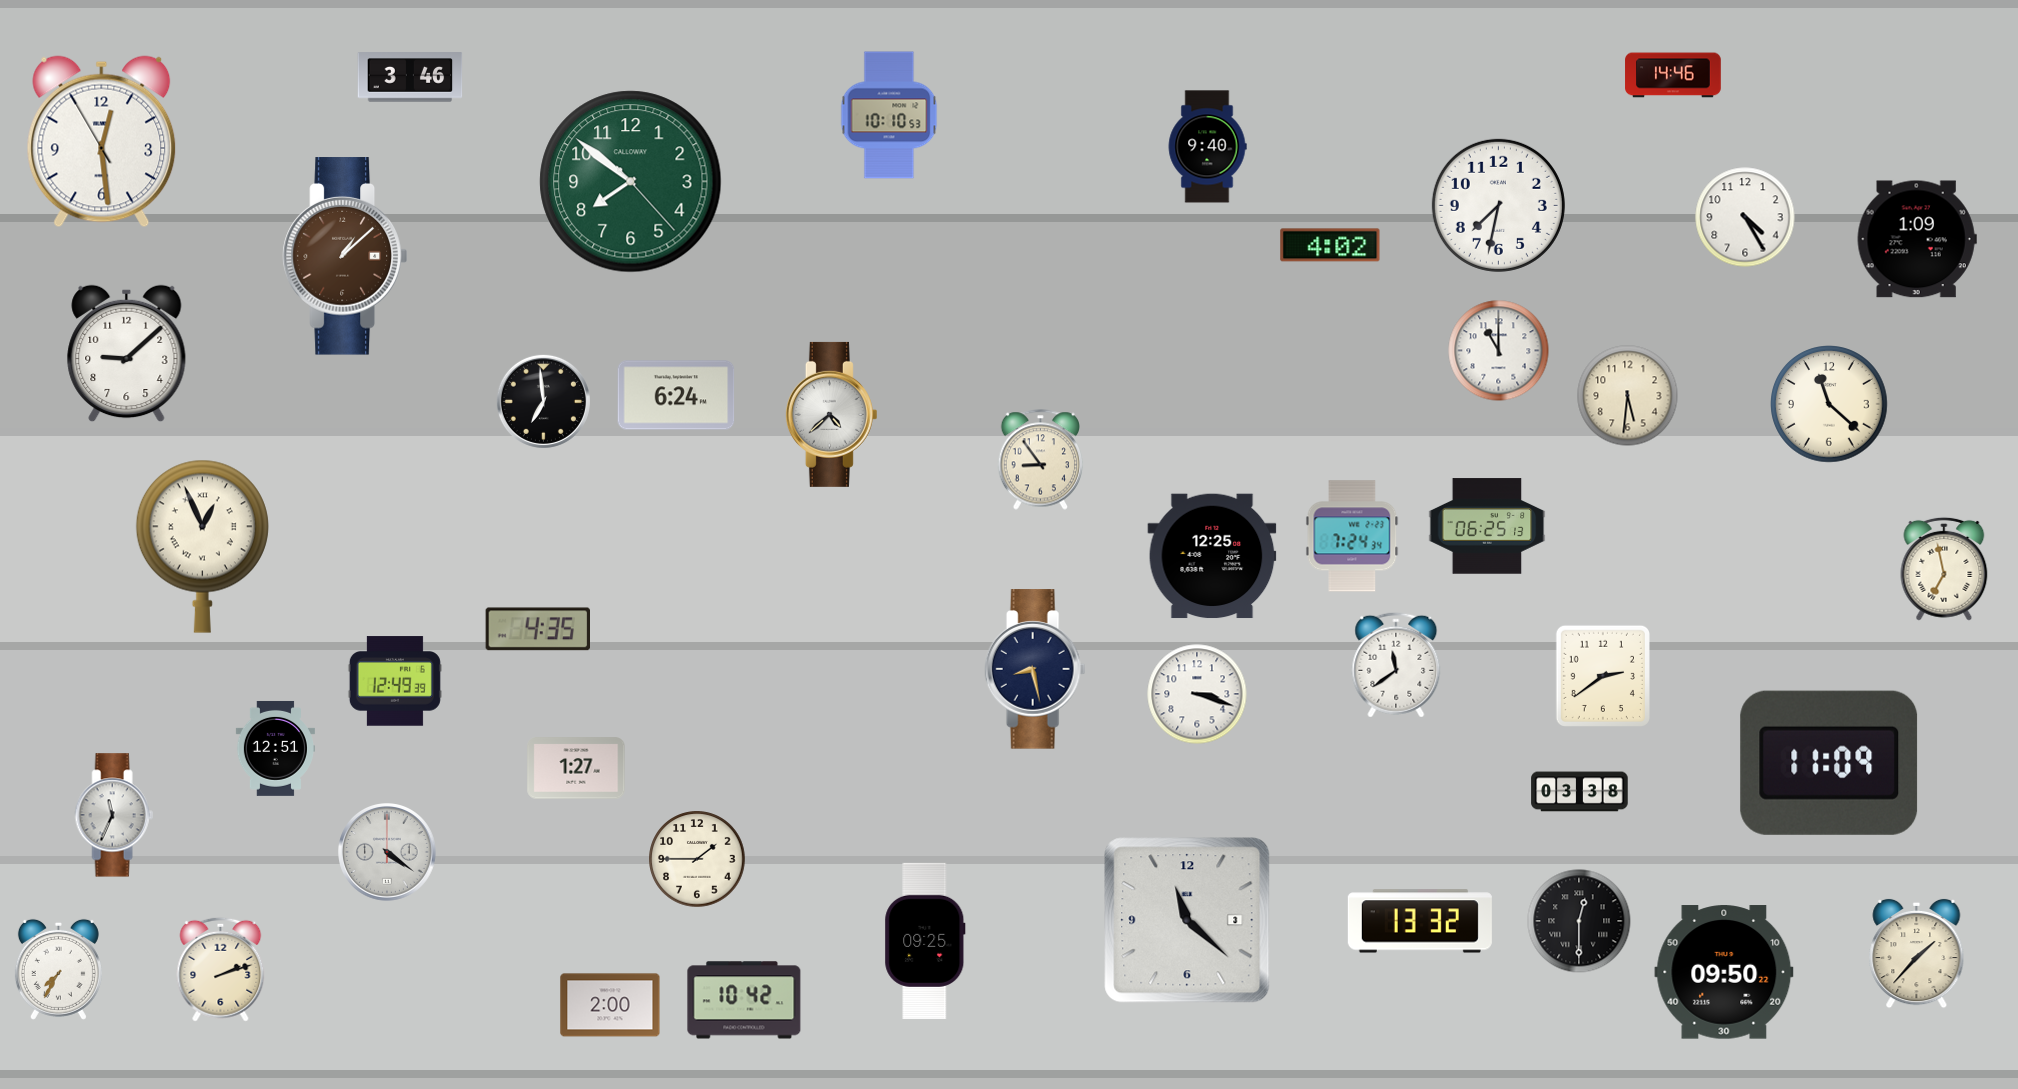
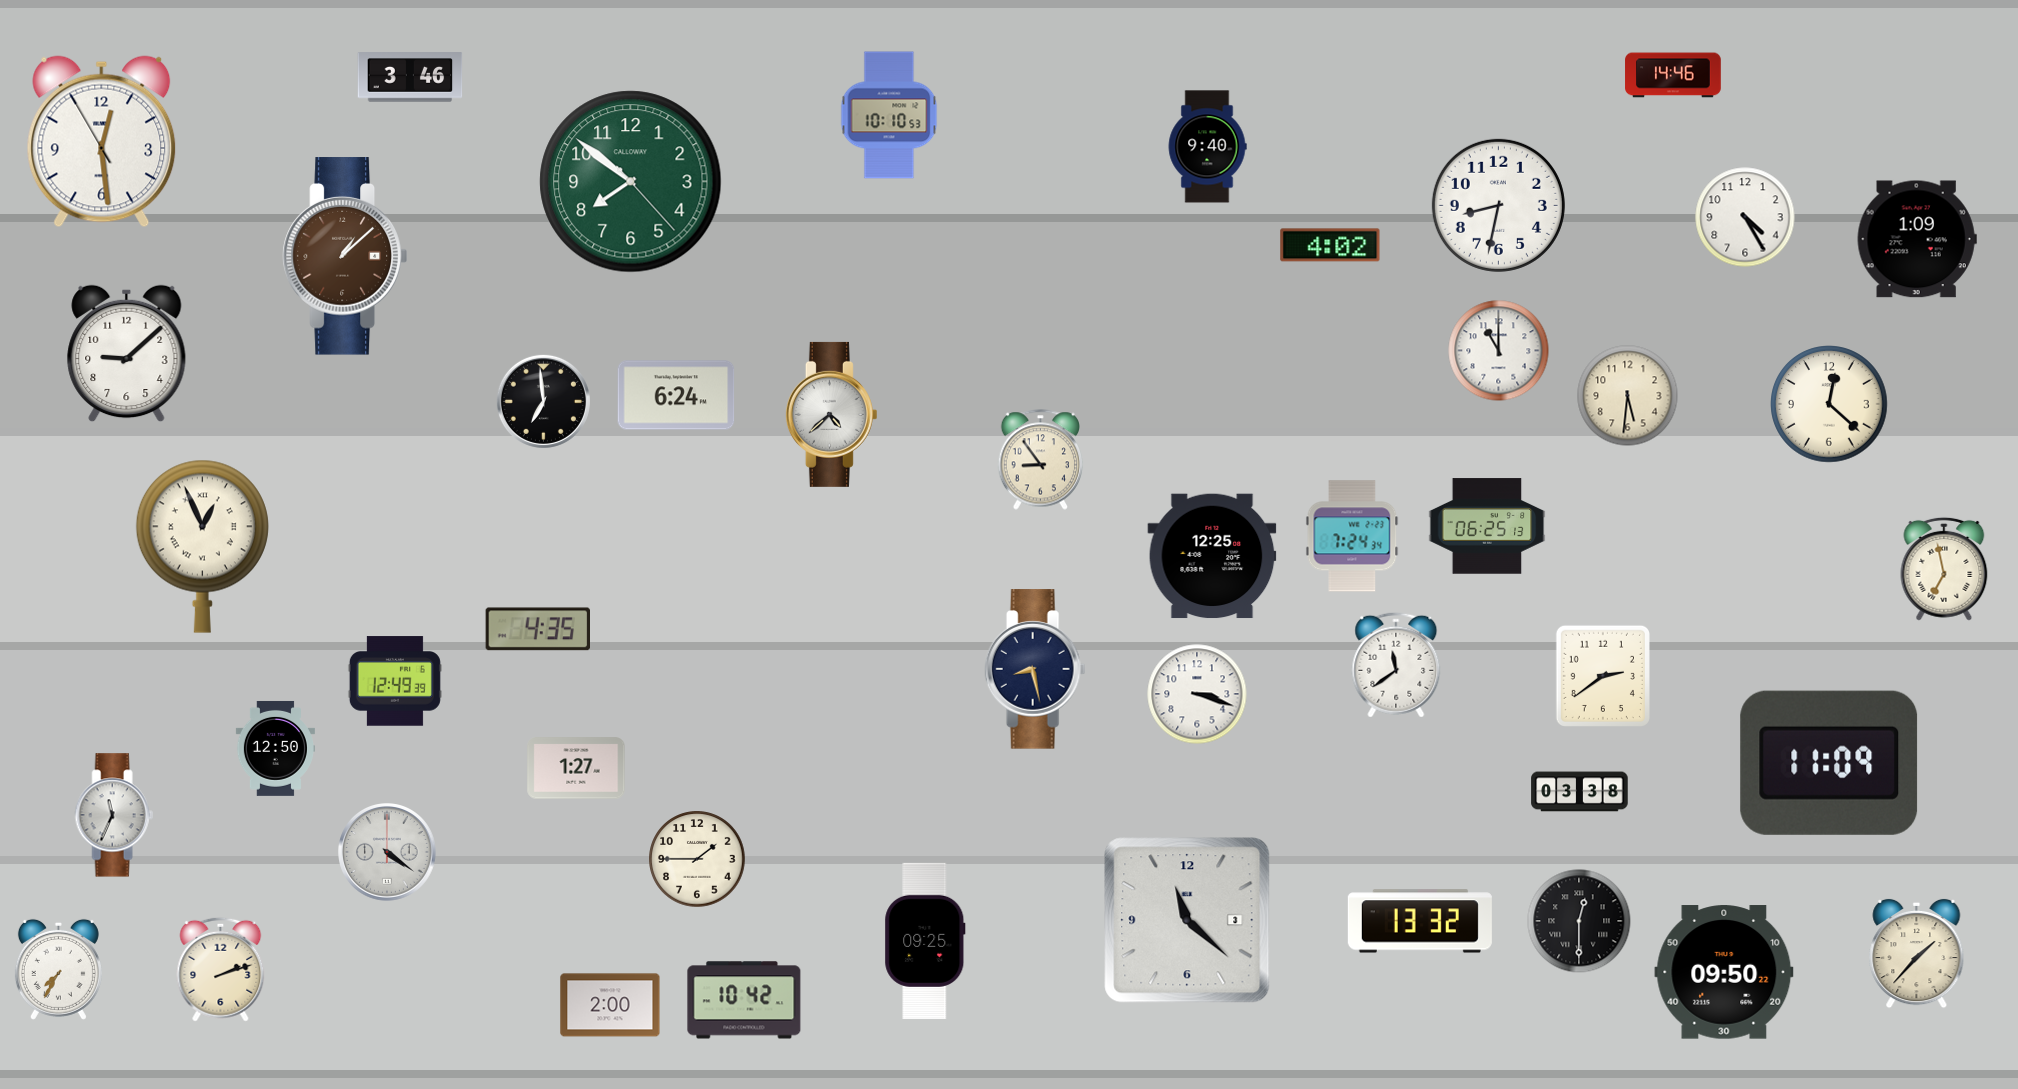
clock at (1498, 205): 7:32 -> 8:32
clock at (1829, 404): 11:22 -> 12:22
clock at (275, 748): 12:51 -> 12:50
